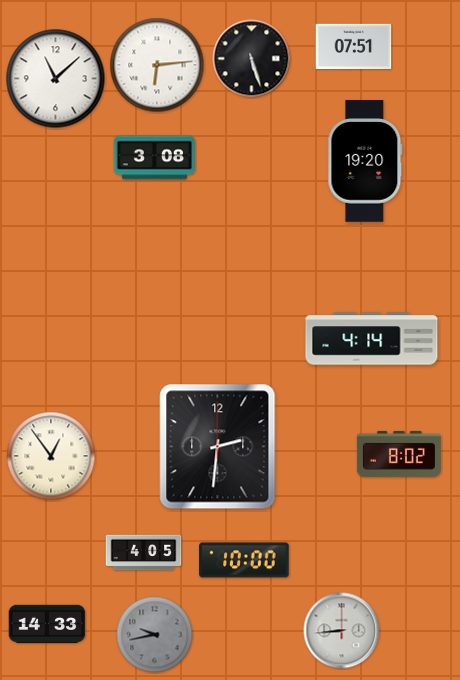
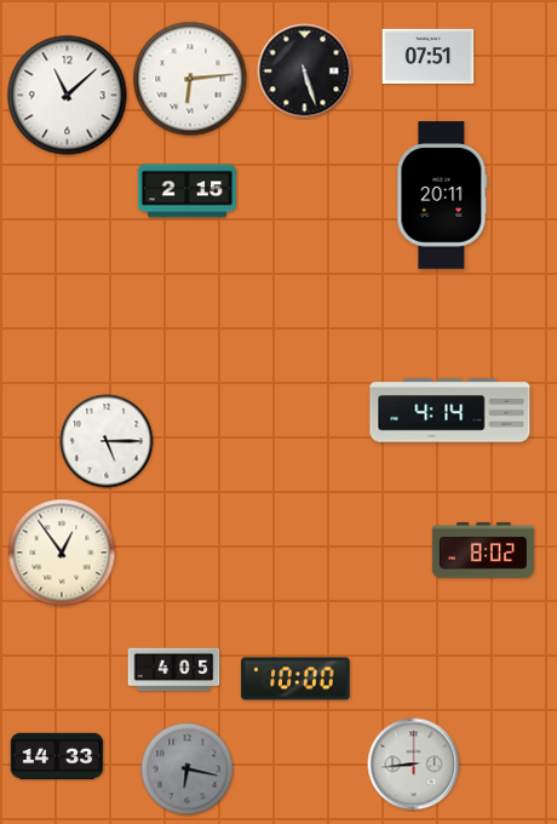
clock at (154, 158): 3:08 -> 2:15
clock at (365, 161): 19:20 -> 20:11
clock at (107, 441): none -> 5:15
clock at (218, 447): 2:31 -> none
clock at (155, 635): 9:43 -> 6:17
